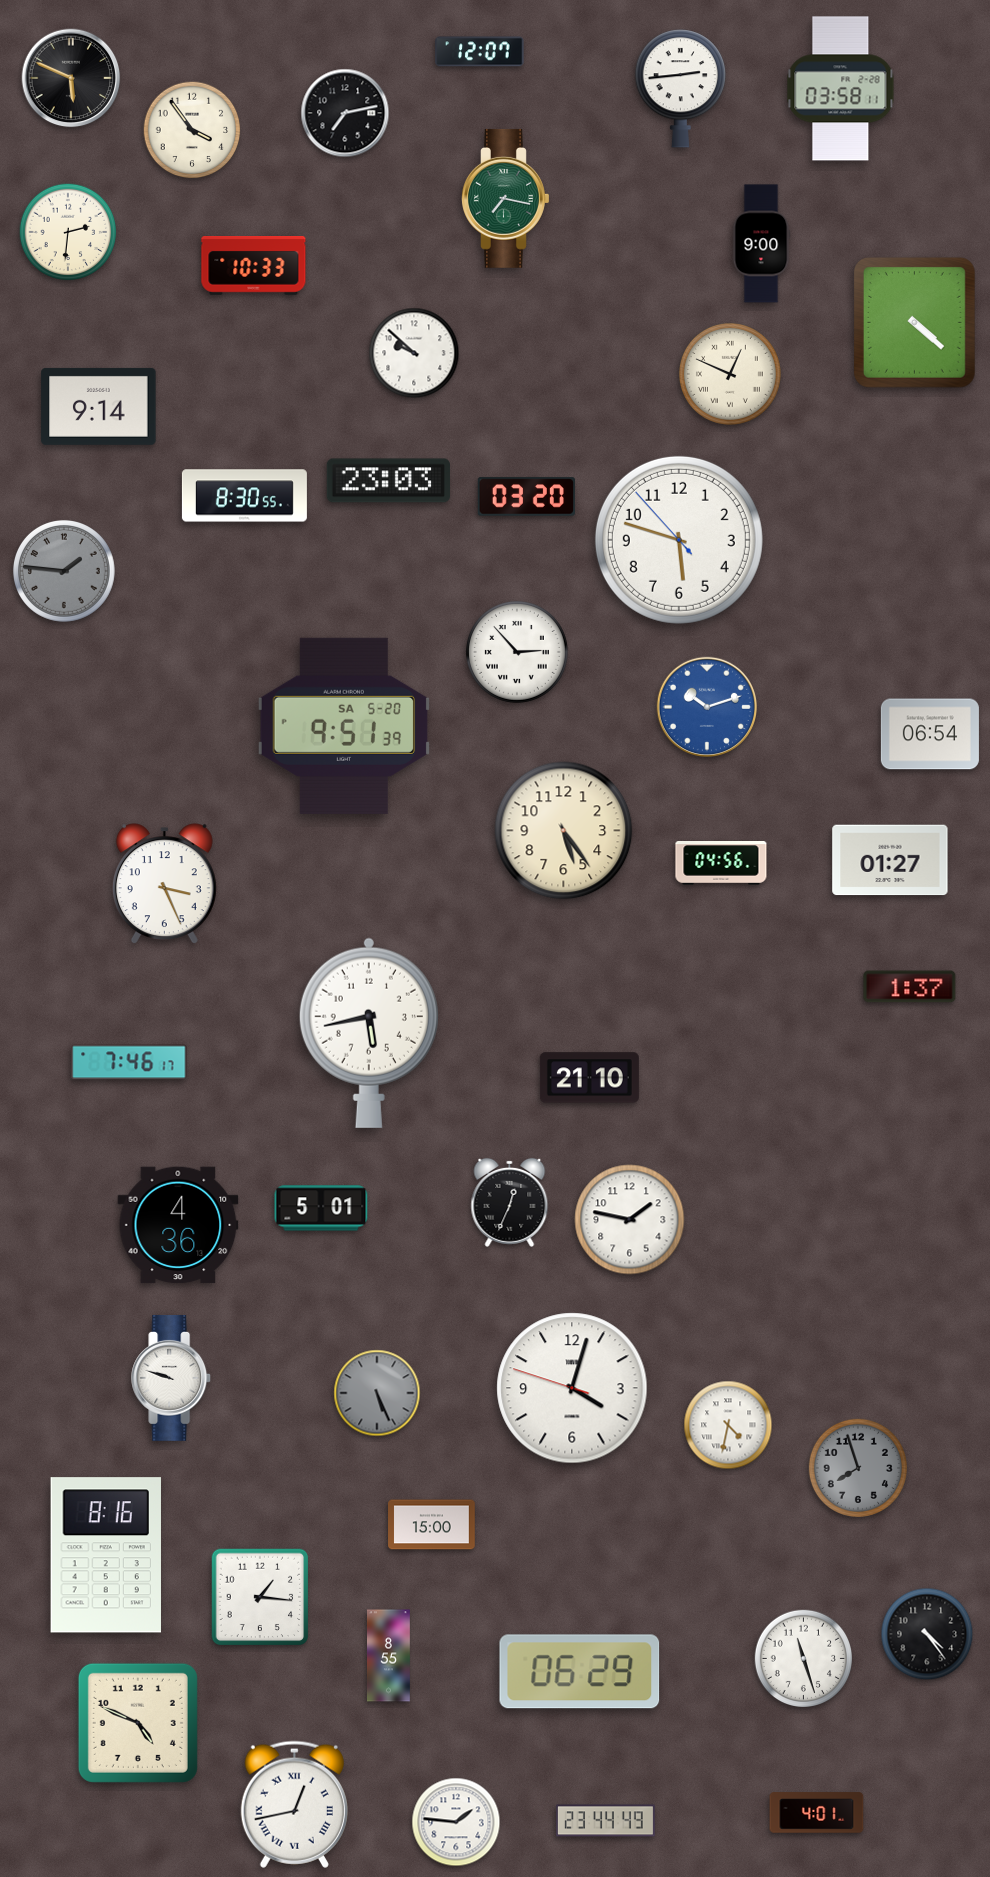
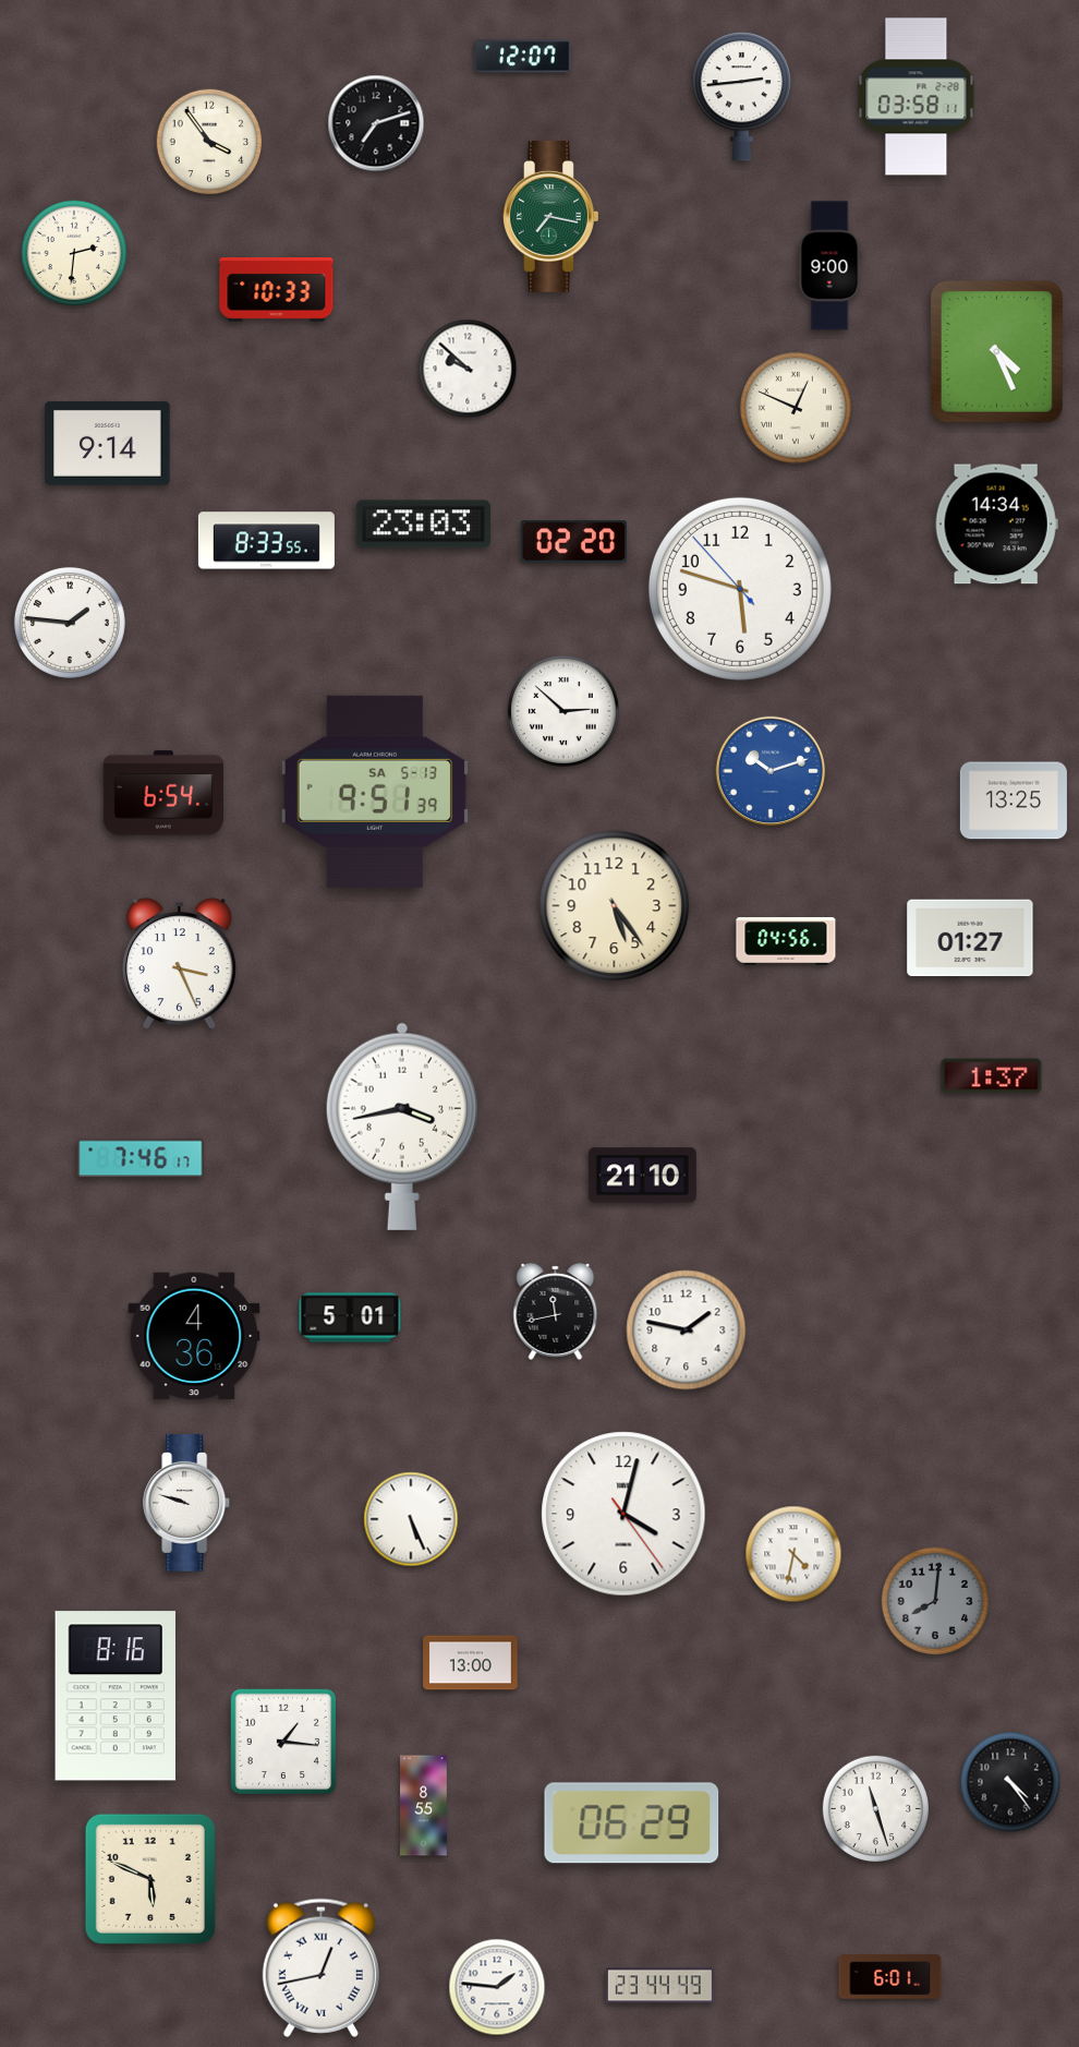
clock at (71, 78): 5:49 -> none
clock at (345, 113): 7:13 -> 7:12
clock at (914, 322): 4:22 -> 4:26
clock at (414, 353) position: (414, 353) -> (468, 369)
clock at (996, 525): none -> 14:34
clock at (244, 496): 8:30 -> 8:33
clock at (526, 497): 03:20 -> 02:20
clock at (64, 571) dial: grey -> white
clock at (517, 652): 2:53 -> 2:52
clock at (344, 726) date: SA 5-20 -> SA 5-13
clock at (163, 793): none -> 6:54
clock at (930, 734): 06:54 -> 13:25
clock at (369, 1033): 5:43 -> 3:43
clock at (510, 1202): 12:34 -> 11:43
clock at (572, 1388): 4:02:48 -> 4:02:24
clock at (377, 1393) dial: grey -> white
clock at (858, 1468): 7:57 -> 8:01
clock at (432, 1525): 15:00 -> 13:00
clock at (138, 1723): 4:49 -> 5:49
clock at (817, 1813): 4:01 -> 6:01
